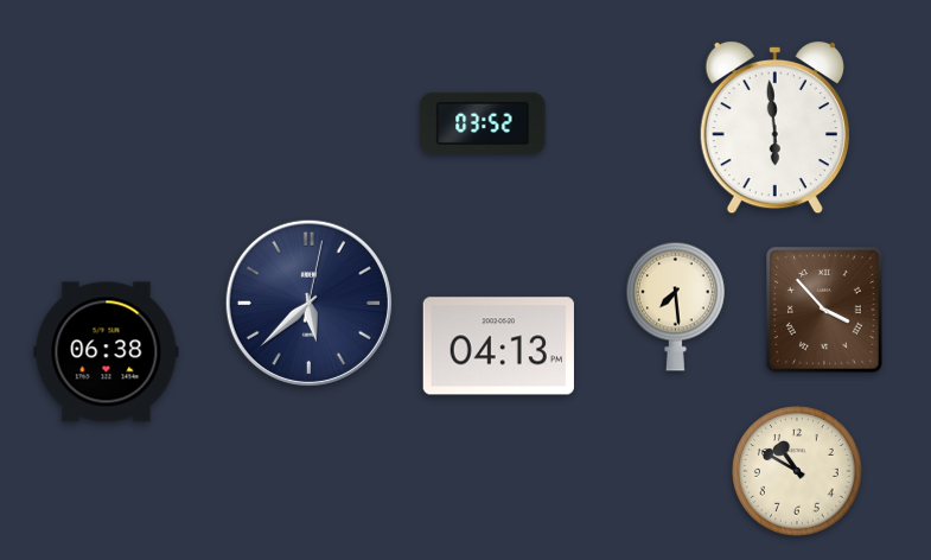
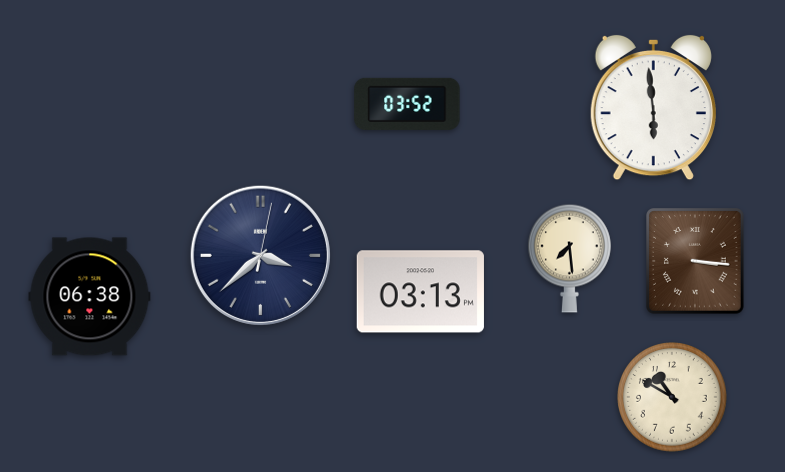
clock at (308, 303): 5:38 -> 3:38
clock at (825, 310): 3:53 -> 3:16
clock at (498, 346): 04:13 -> 03:13
